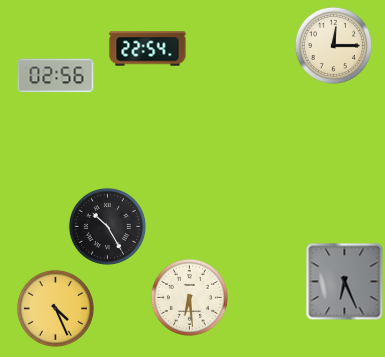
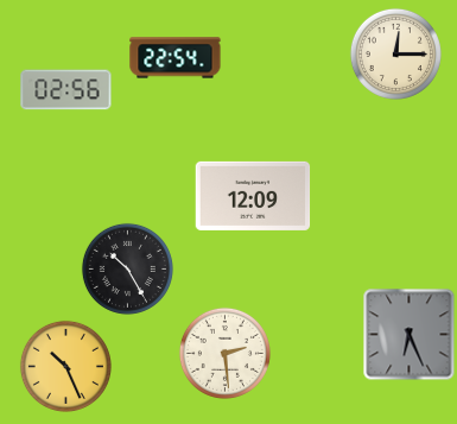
clock at (253, 196): none -> 12:09
clock at (189, 297): 6:29 -> 2:29
clock at (55, 308): 4:26 -> 10:26
